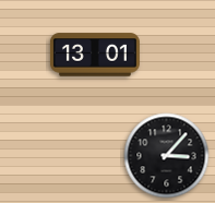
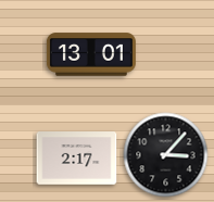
clock at (95, 55) position: (95, 55) -> (91, 54)
clock at (77, 159): none -> 2:17
